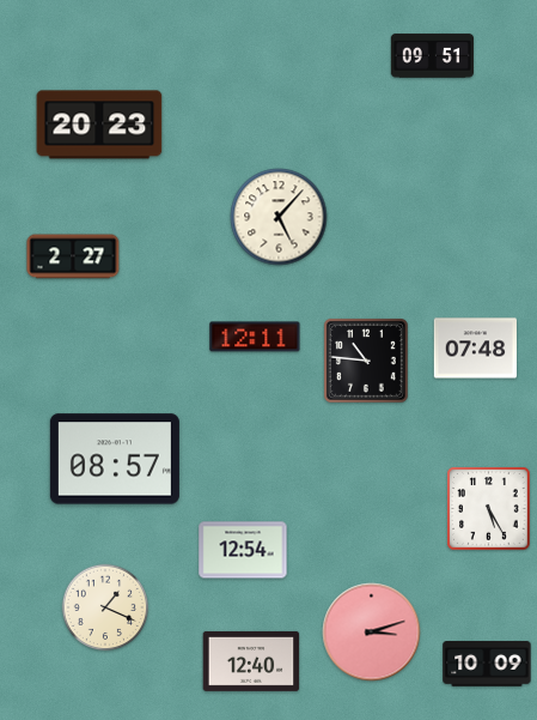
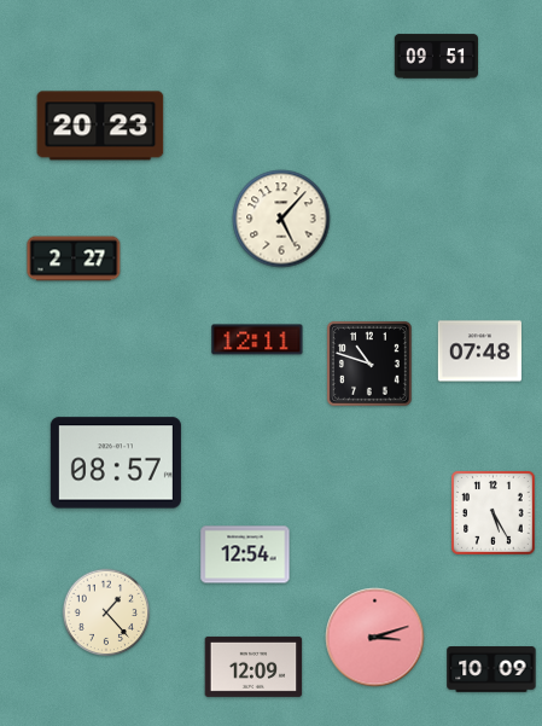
clock at (366, 361): 10:46 -> 10:48
clock at (105, 607): 1:19 -> 1:23
clock at (251, 661): 12:40 -> 12:09
